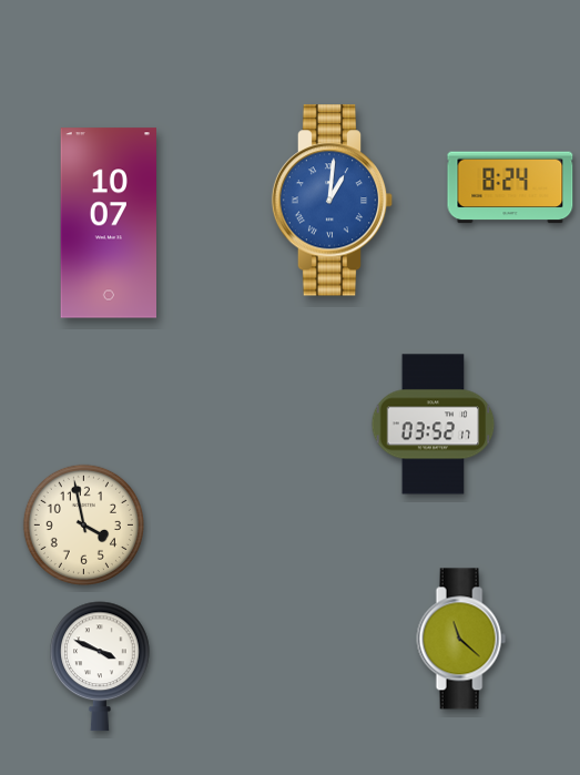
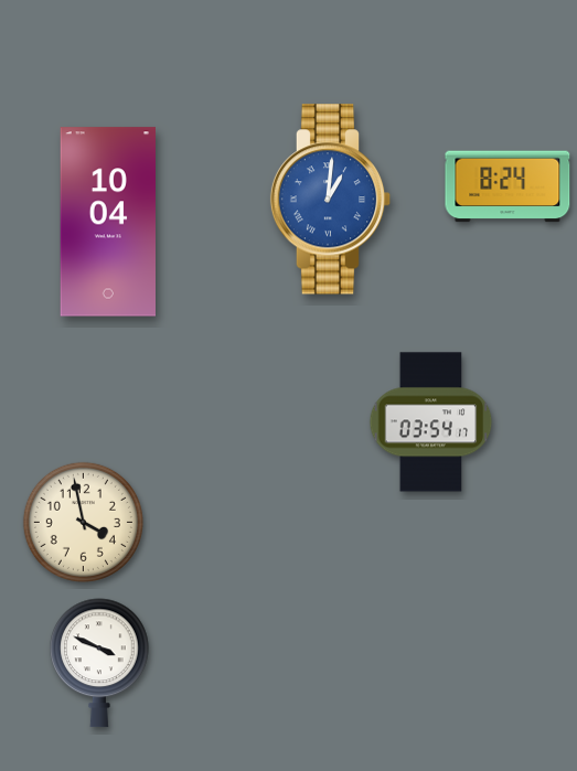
clock at (108, 223): 10:07 -> 10:04
clock at (434, 425): 03:52 -> 03:54
clock at (461, 639): 11:22 -> none
